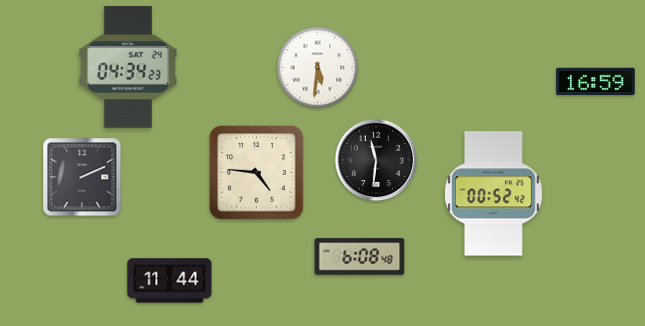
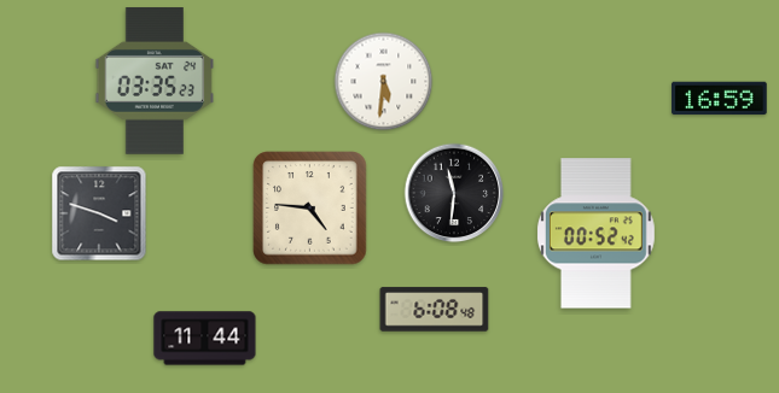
clock at (128, 67): 04:34 -> 03:35
clock at (82, 177): 2:11 -> 3:48
